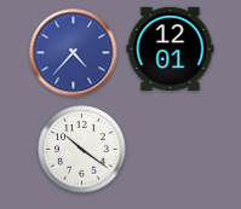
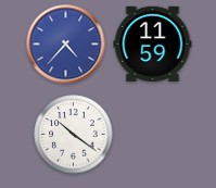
clock at (171, 48): 12:01 -> 11:59
clock at (74, 53) position: (74, 53) -> (66, 45)
